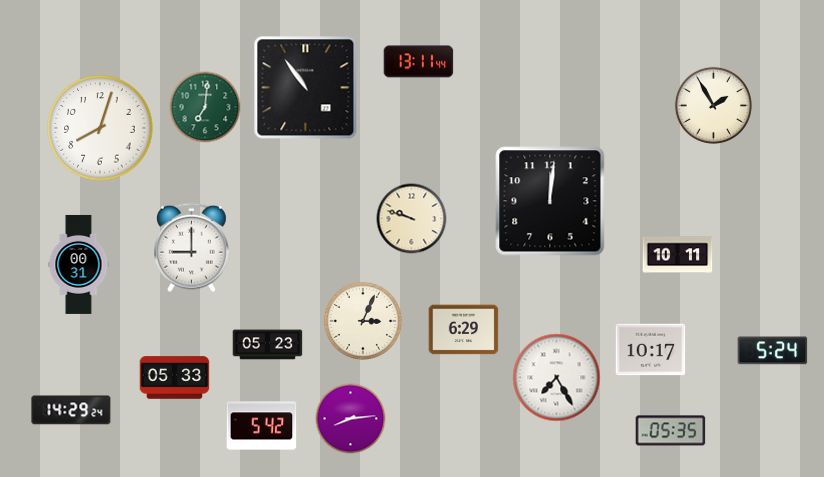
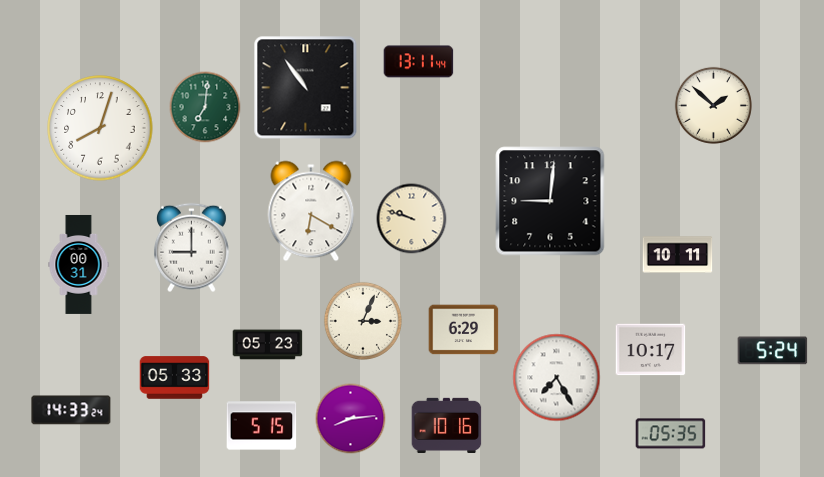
clock at (713, 105): 1:55 -> 1:52
clock at (550, 201): 12:01 -> 9:01
clock at (311, 211): none -> 6:20
clock at (71, 410): 14:29 -> 14:33
clock at (447, 425): none -> 10:16
clock at (262, 426): 5:42 -> 5:15
clock at (671, 431) position: (671, 431) -> (671, 434)
